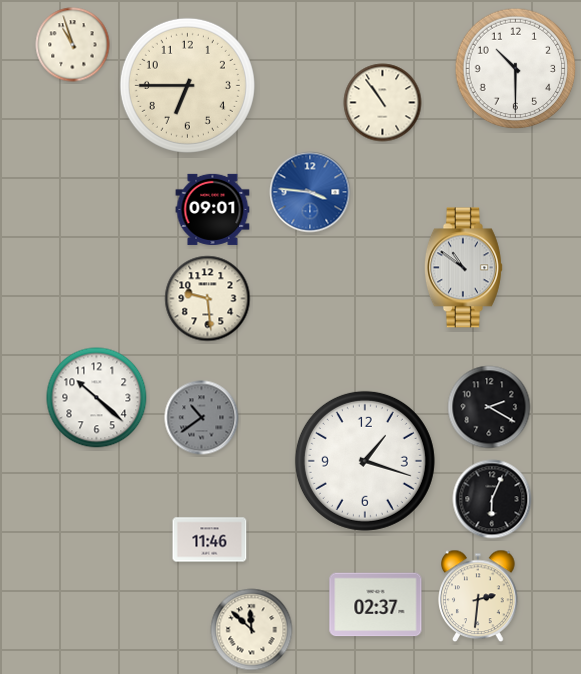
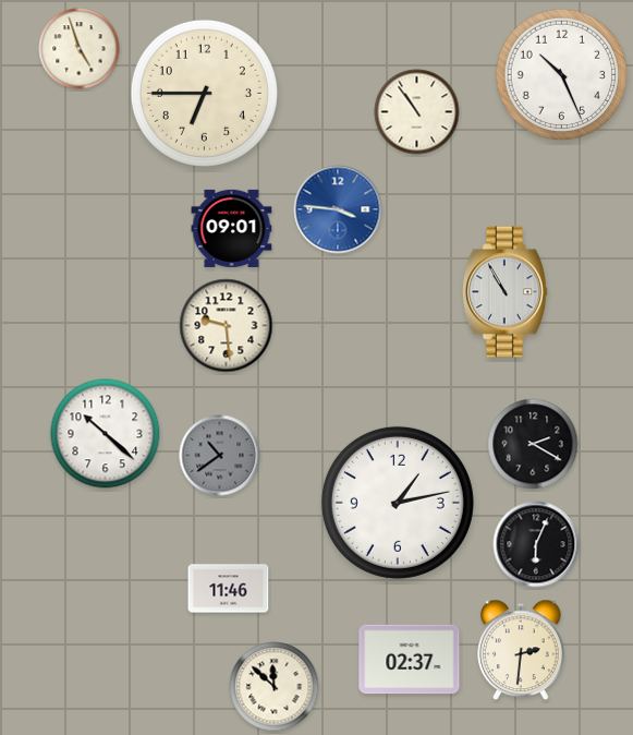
clock at (73, 45): 10:57 -> 4:57
clock at (516, 69): 10:30 -> 10:26
clock at (463, 268): 10:51 -> 10:55
clock at (365, 461): 1:18 -> 1:13
